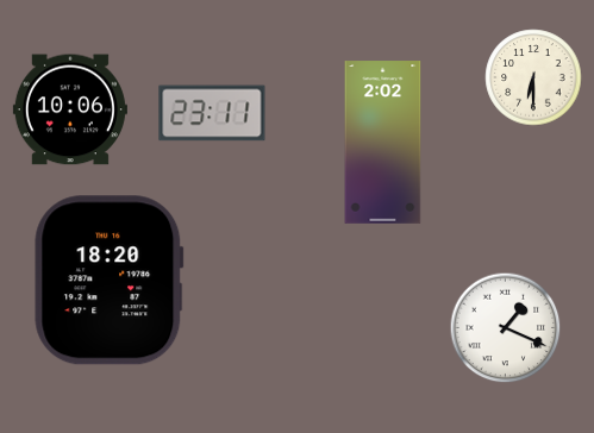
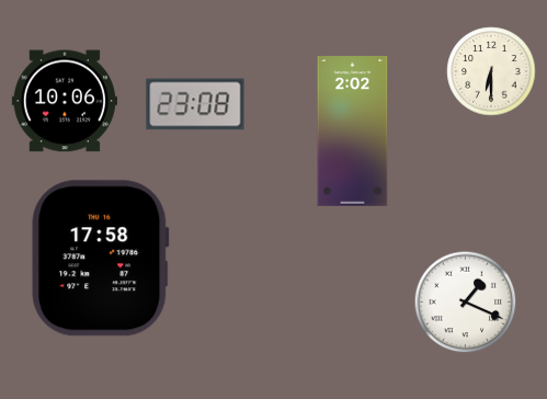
clock at (212, 113): 23:11 -> 23:08
clock at (110, 281): 18:20 -> 17:58
